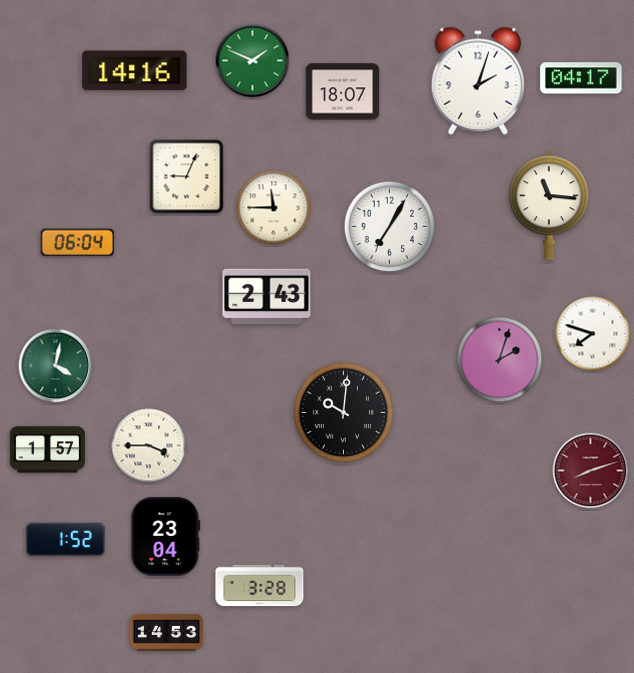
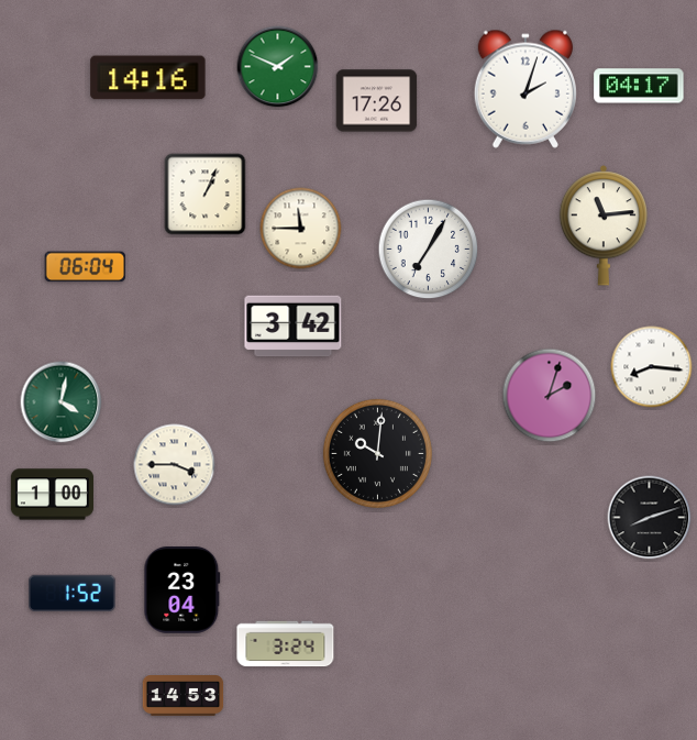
clock at (343, 92): 18:07 -> 17:26
clock at (187, 177): 9:04 -> 1:04
clock at (549, 205): 11:16 -> 11:14
clock at (267, 297): 2:43 -> 3:42
clock at (593, 334): 7:48 -> 8:16
clock at (149, 446) position: (149, 446) -> (175, 465)
clock at (47, 450): 1:57 -> 1:00
clock at (591, 471) dial: burgundy -> black
clock at (260, 586): 3:28 -> 3:24
